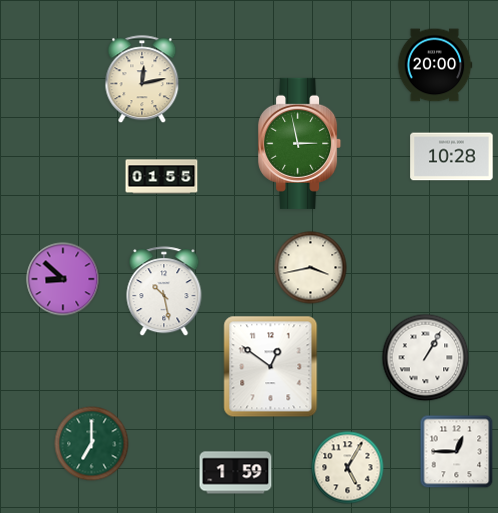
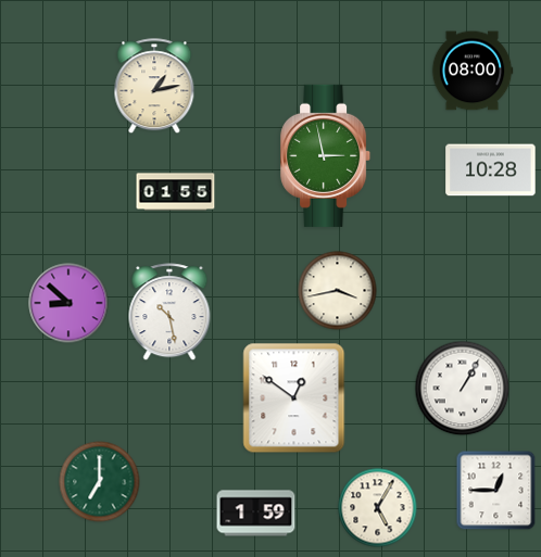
clock at (435, 65): 20:00 -> 08:00
clock at (142, 80): 12:13 -> 1:13
clock at (164, 292) position: (164, 292) -> (169, 313)
